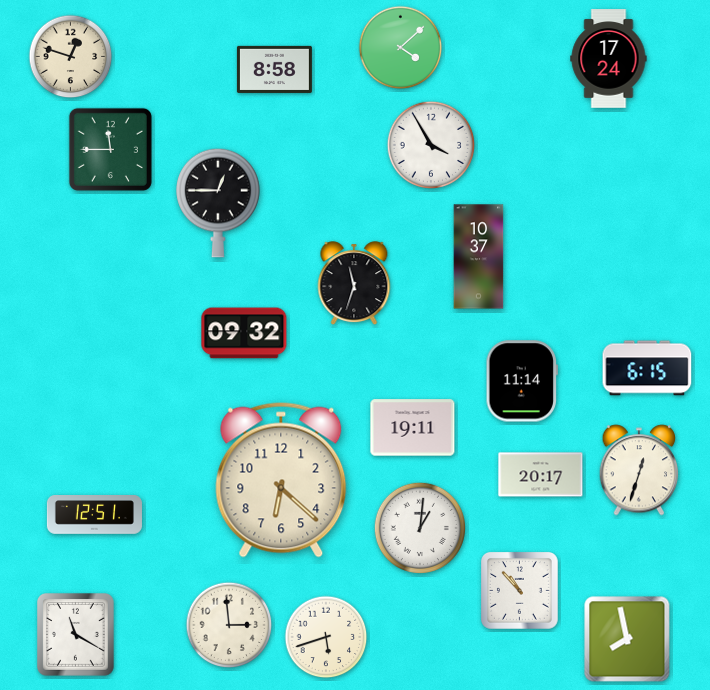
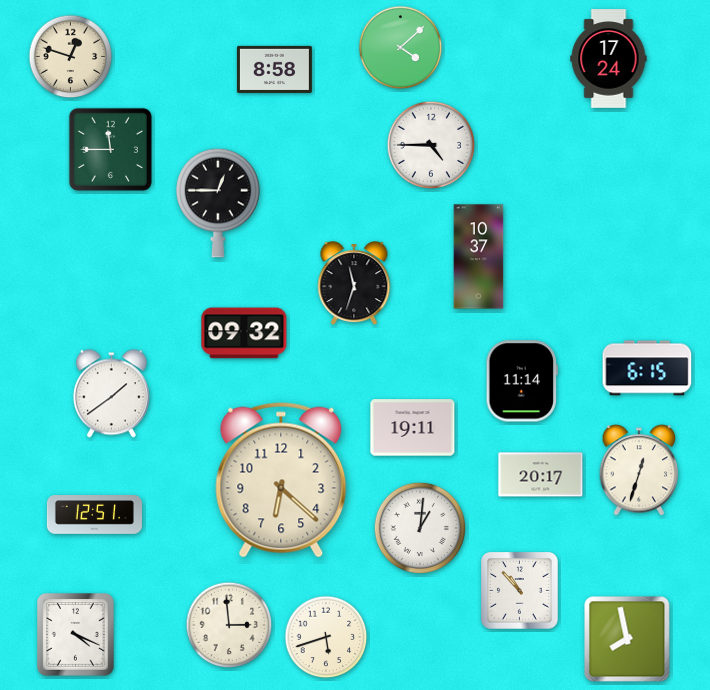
clock at (431, 145): 3:55 -> 4:45
clock at (111, 394): none -> 1:39
clock at (76, 635): 11:20 -> 4:19
